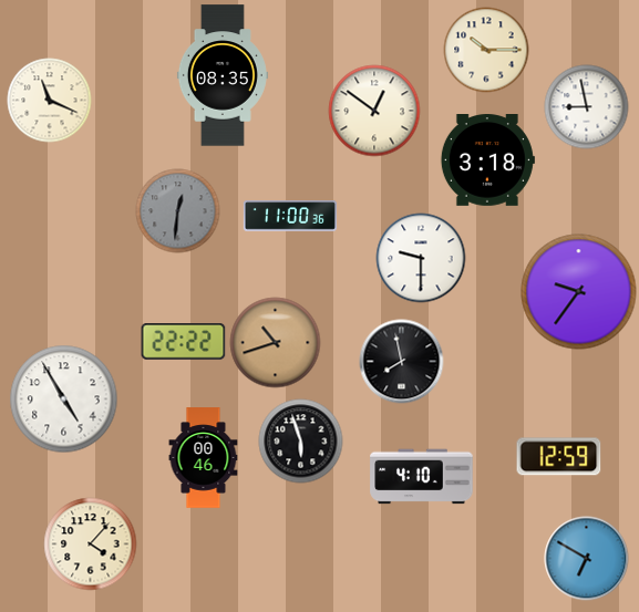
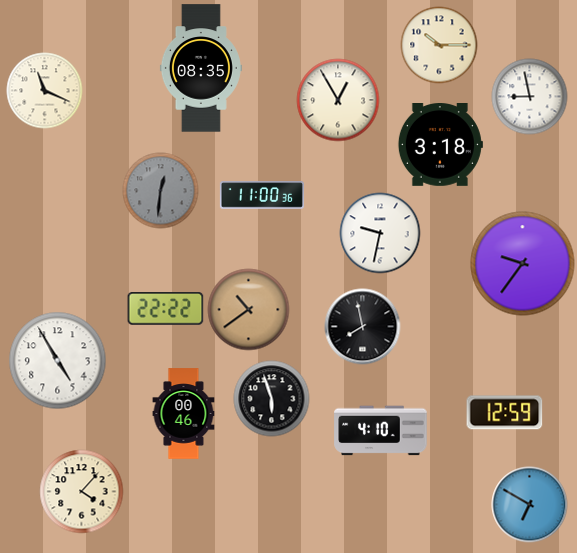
clock at (374, 111): 12:51 -> 12:55
clock at (421, 258): 9:30 -> 9:32
clock at (276, 343): 10:42 -> 10:39
